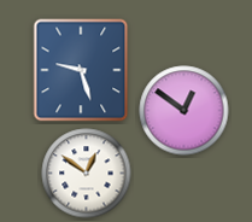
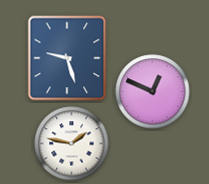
clock at (184, 111): 12:51 -> 12:49
clock at (87, 174): 12:51 -> 1:47
